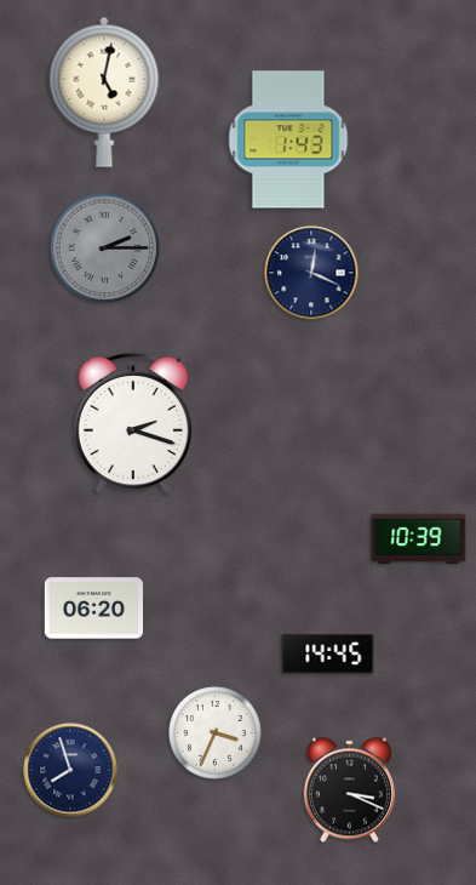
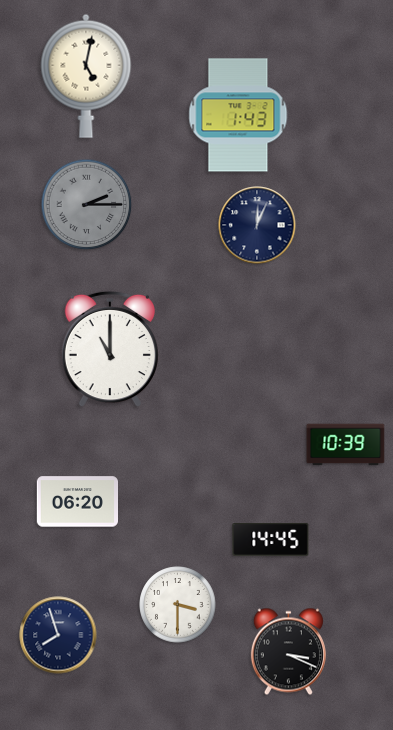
clock at (311, 273): 12:19 -> 12:04
clock at (133, 423): 2:18 -> 11:00
clock at (216, 733): 3:34 -> 3:30
